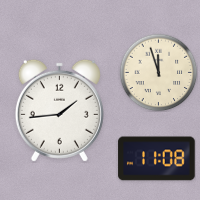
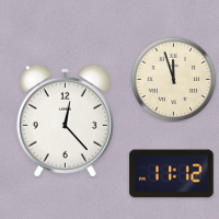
clock at (59, 110): 1:44 -> 12:23
clock at (157, 159): 11:08 -> 11:12
